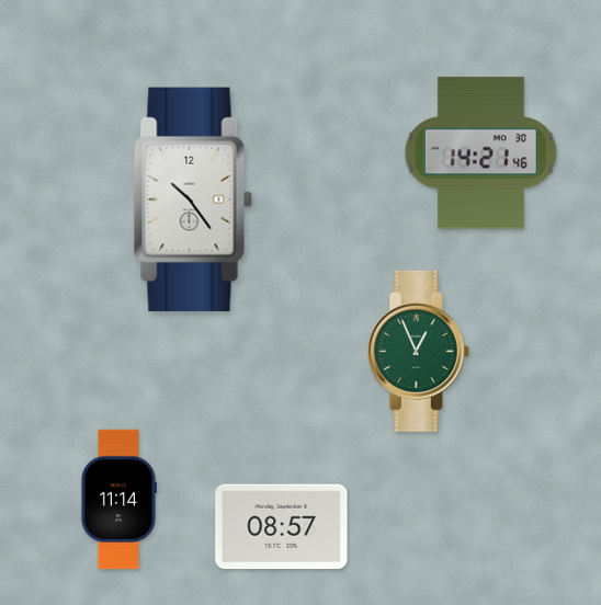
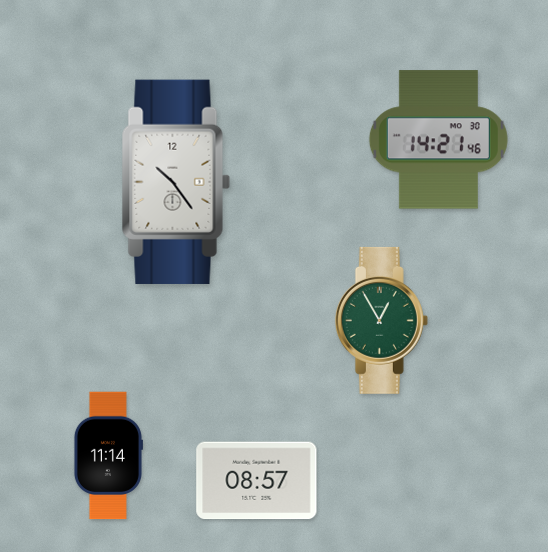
clock at (418, 351): 12:56 -> 12:55
